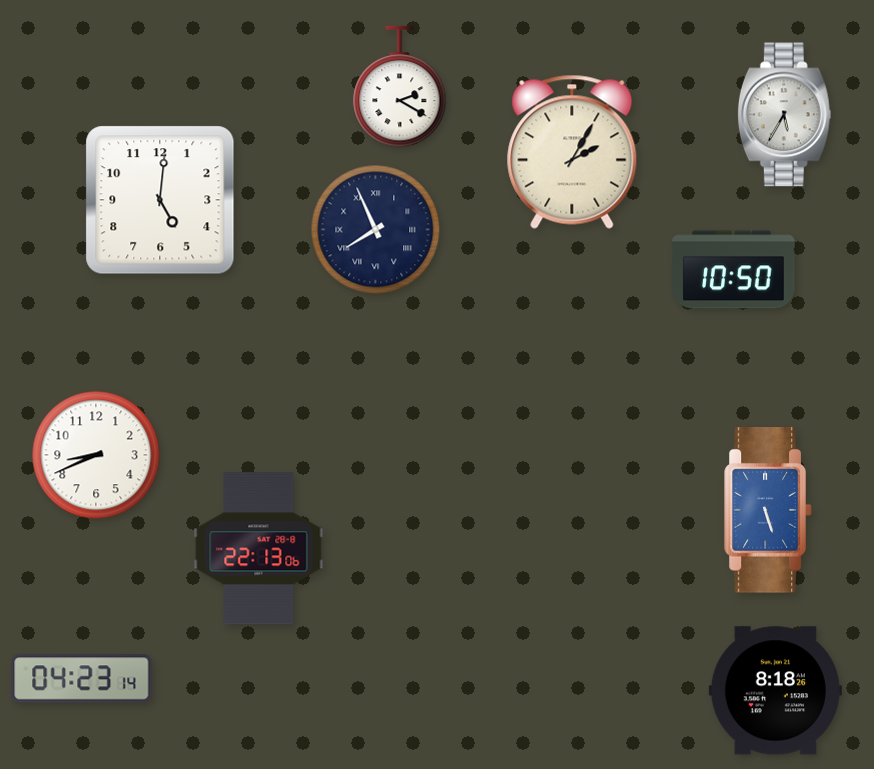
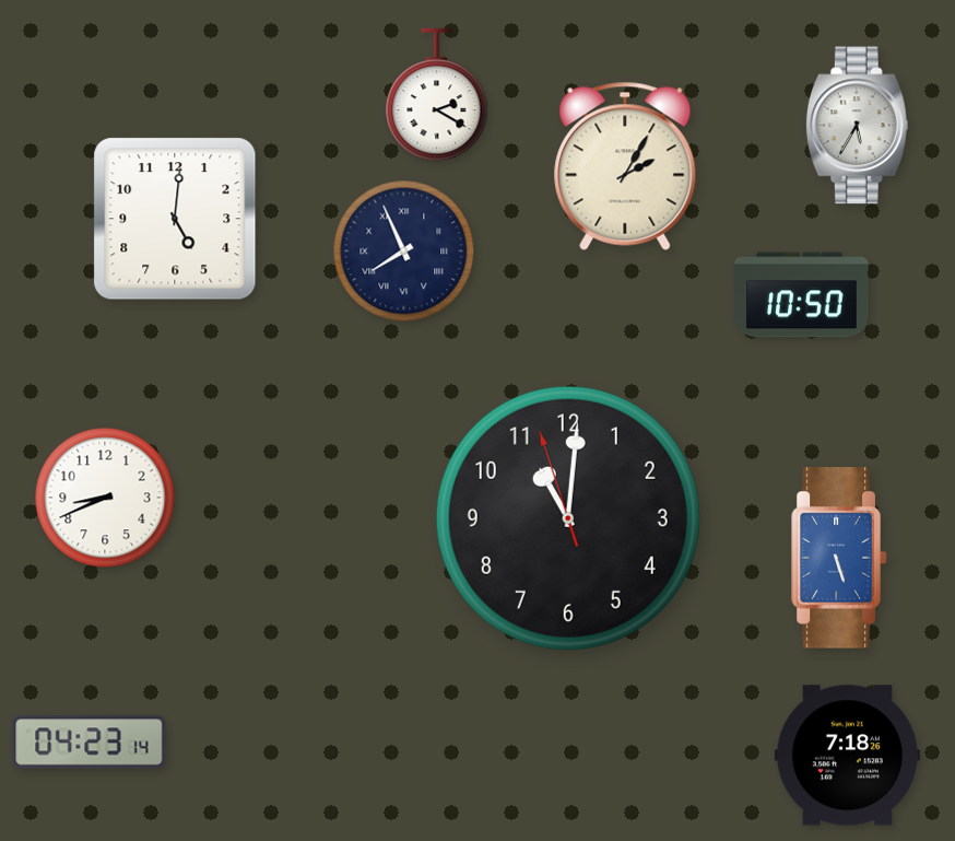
clock at (376, 230) position: (376, 230) -> (404, 252)
clock at (568, 518): none -> 11:00
clock at (259, 549): 22:13 -> none
clock at (775, 691): 8:18 -> 7:18
